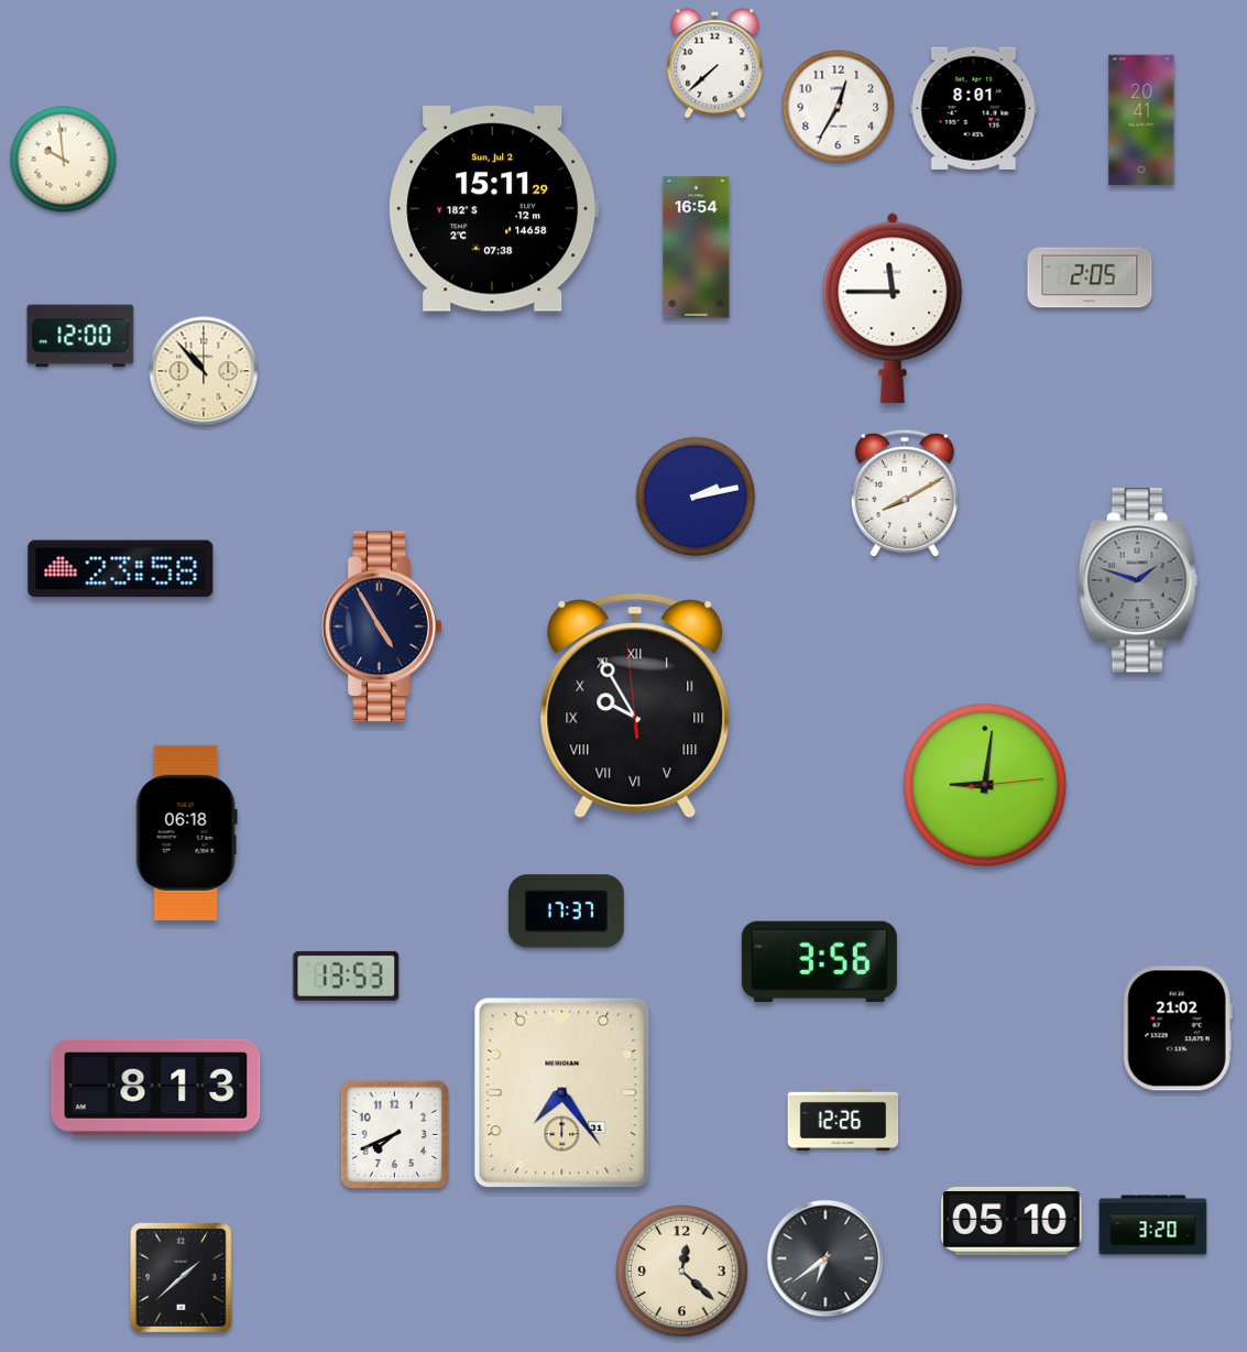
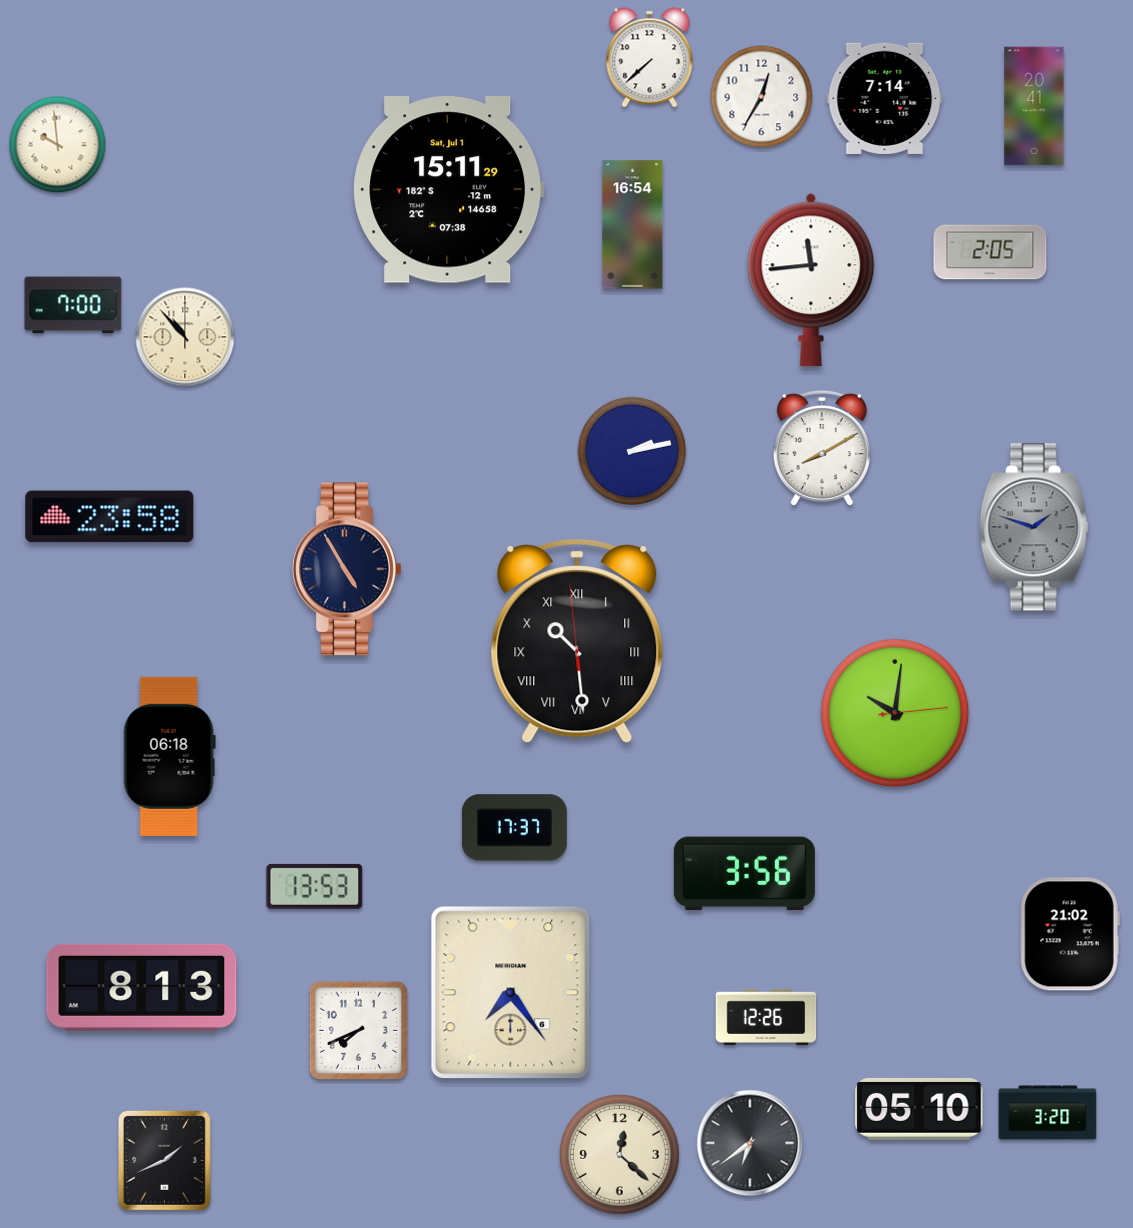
clock at (974, 108): 8:01 -> 7:14
clock at (1141, 120) position: (1141, 120) -> (1034, 106)
clock at (494, 209) date: Sun, Jul 2 -> Sat, Jul 1
clock at (893, 308): 11:45 -> 11:44
clock at (80, 336): 12:00 -> 7:00
clock at (635, 706): 9:54 -> 10:28
clock at (985, 785): 9:01 -> 10:01
clock at (562, 1093) date: 31 -> 6
clock at (181, 1277): 1:38 -> 1:41
